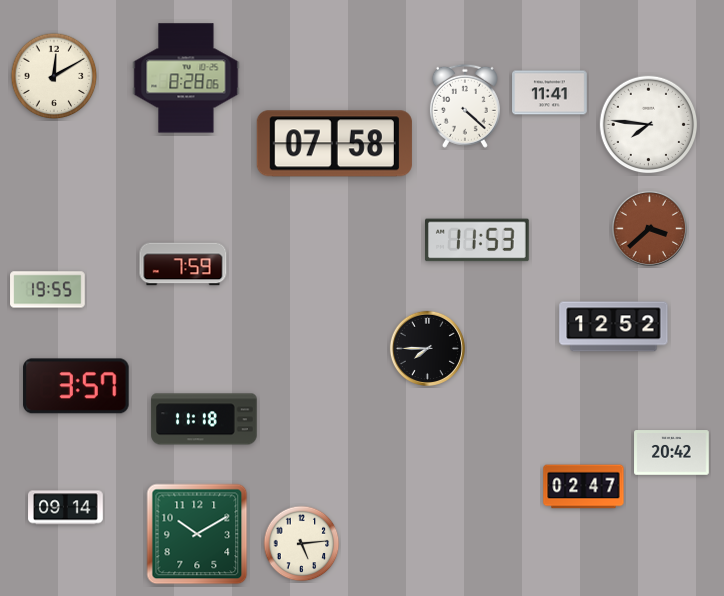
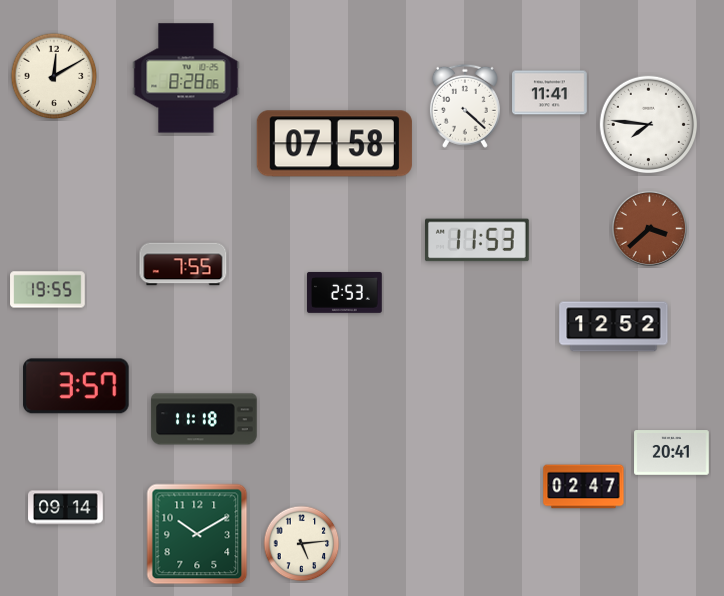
clock at (183, 264): 7:59 -> 7:55
clock at (345, 292): none -> 2:53
clock at (427, 348): 7:45 -> none
clock at (672, 453): 20:42 -> 20:41
